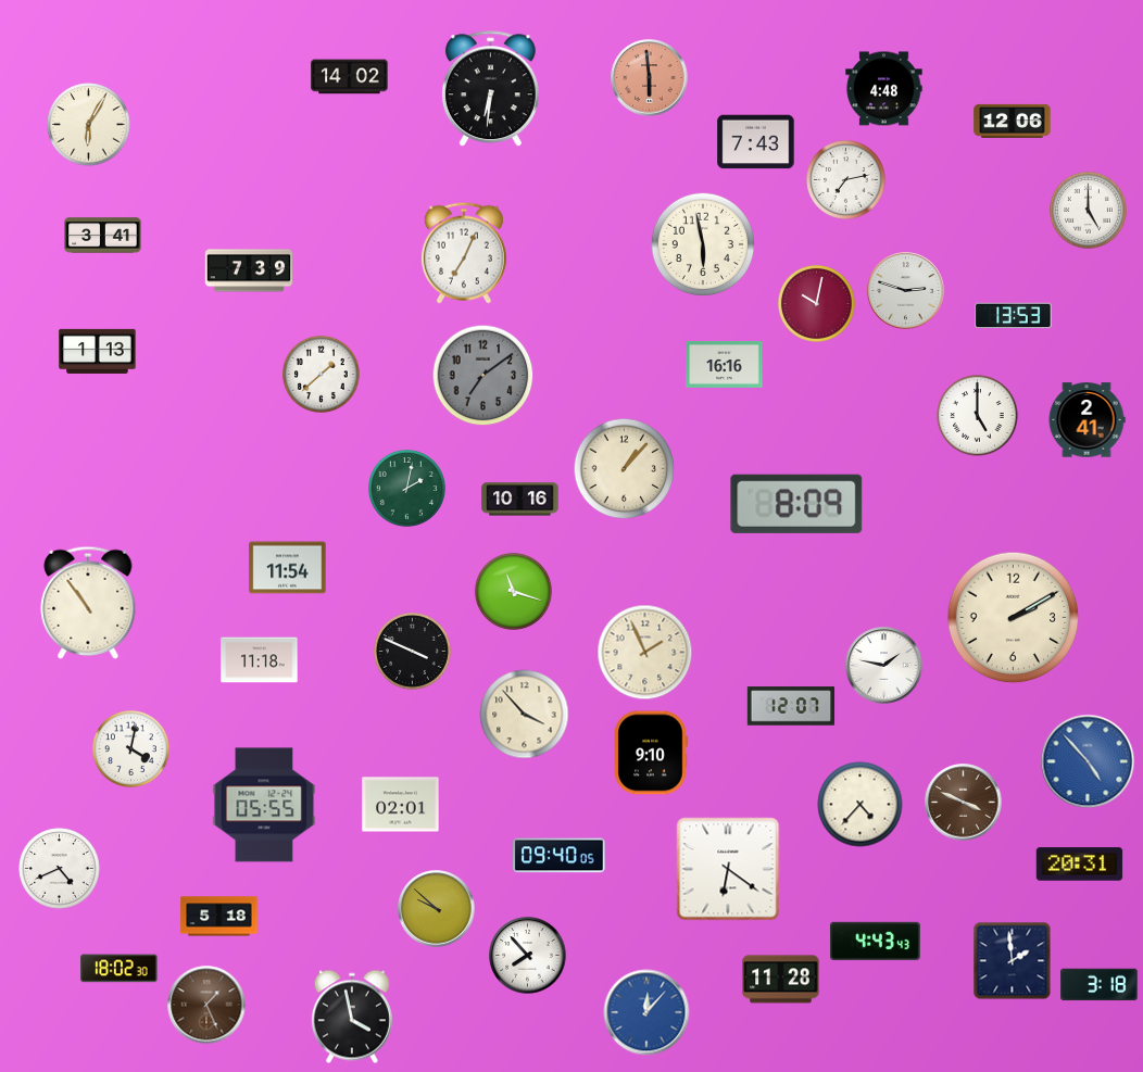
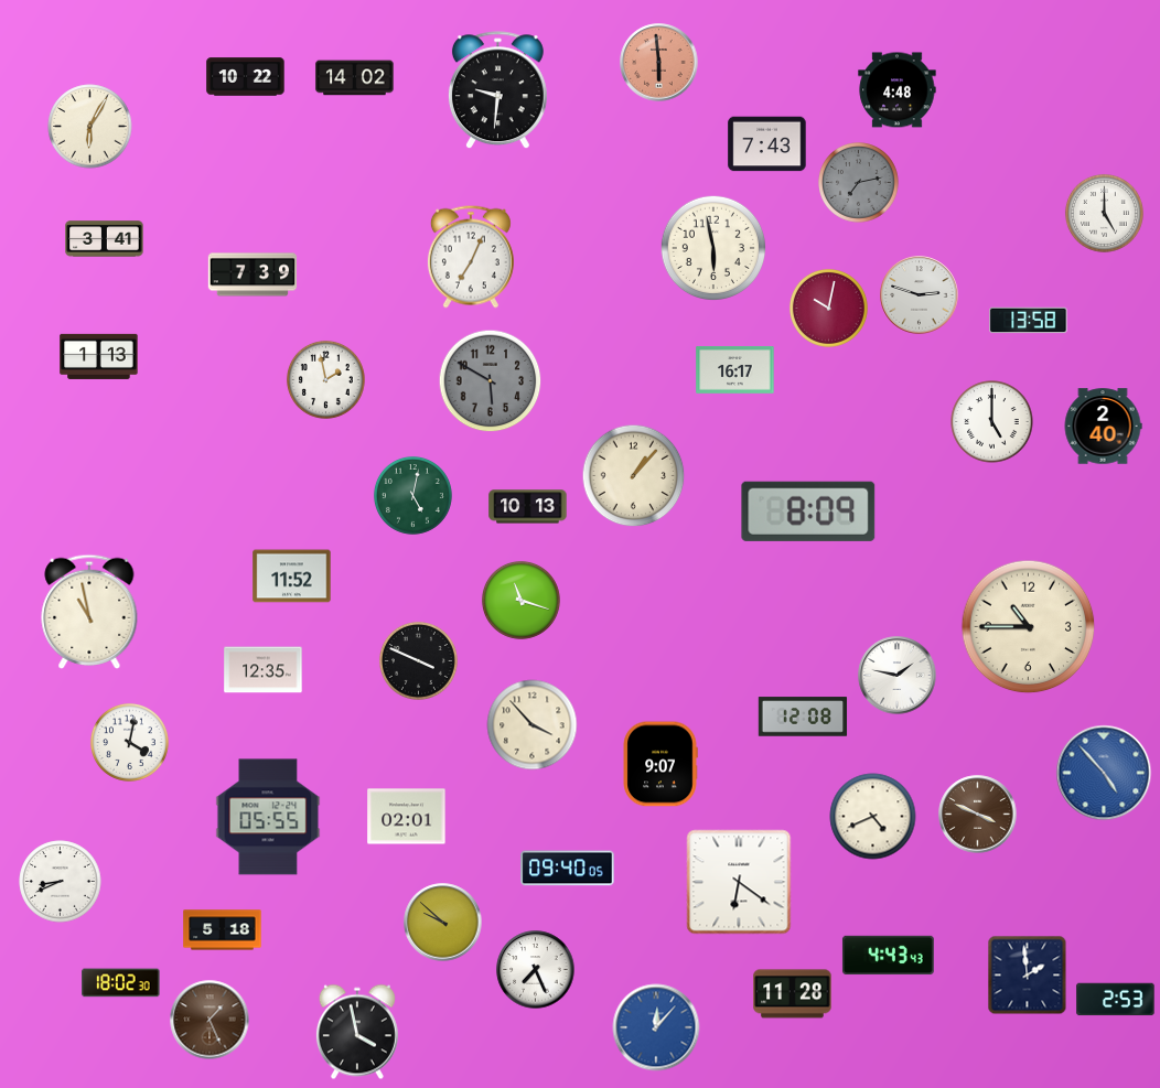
clock at (246, 77): none -> 10:22
clock at (650, 78) position: (650, 78) -> (659, 63)
clock at (490, 89): 6:31 -> 9:31
clock at (1013, 121): 12:06 -> none
clock at (846, 180) dial: white -> grey
clock at (1014, 316): 13:53 -> 13:58
clock at (725, 365): 16:16 -> 16:17
clock at (321, 374): 1:38 -> 1:58
clock at (483, 376): 7:09 -> 5:50
clock at (1087, 420): 2:41 -> 2:40
clock at (406, 488): 2:02 -> 5:02
clock at (520, 500): 10:16 -> 10:13
clock at (288, 568): 11:54 -> 11:52
clock at (88, 603): 10:54 -> 10:58
clock at (1014, 618): 2:10 -> 10:45
clock at (645, 653): 1:56 -> none
clock at (260, 660): 11:18 -> 12:35
clock at (791, 706): 12:07 -> 12:08
clock at (130, 748) position: (130, 748) -> (129, 742)
clock at (651, 753): 9:10 -> 9:07
clock at (861, 805): 4:37 -> 4:41
clock at (1080, 865): 20:31 -> none
clock at (60, 869): 4:41 -> 8:41
clock at (528, 956): 7:53 -> 7:26
clock at (1100, 985): 3:18 -> 2:53
